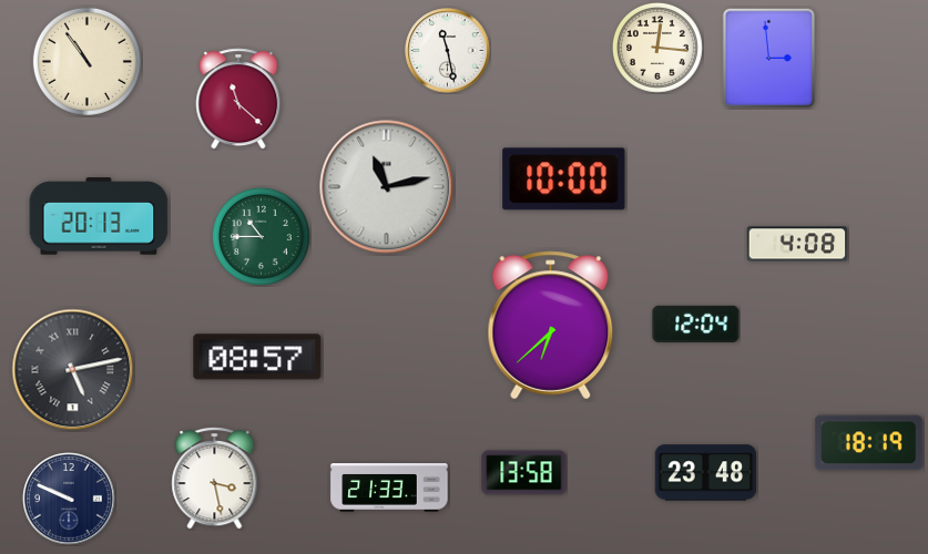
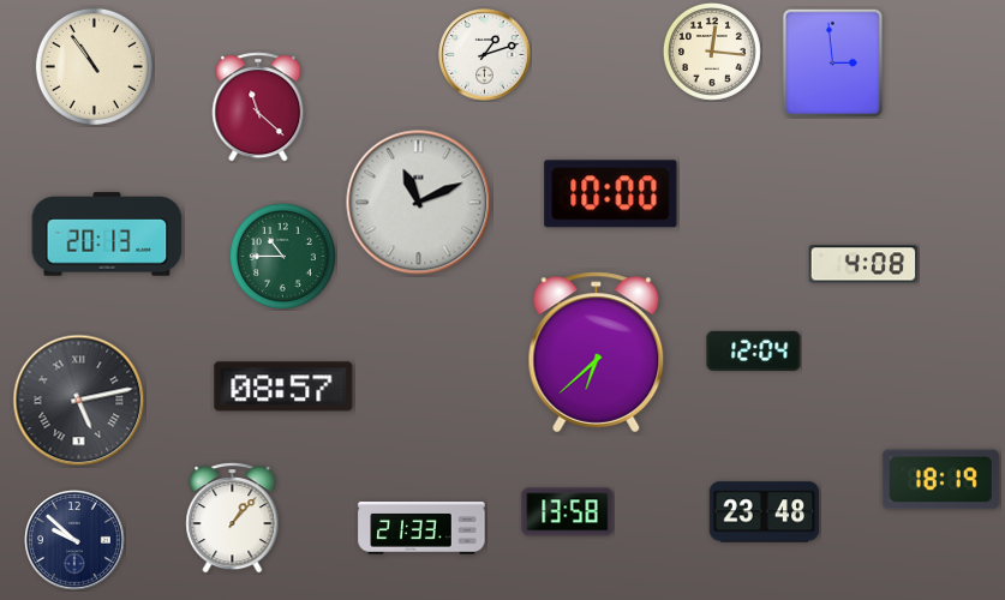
clock at (448, 51): 11:28 -> 1:12
clock at (387, 187): 11:13 -> 11:11
clock at (257, 357) position: (257, 357) -> (283, 386)
clock at (215, 479): 3:28 -> 1:07
clock at (69, 499): 9:49 -> 9:52
